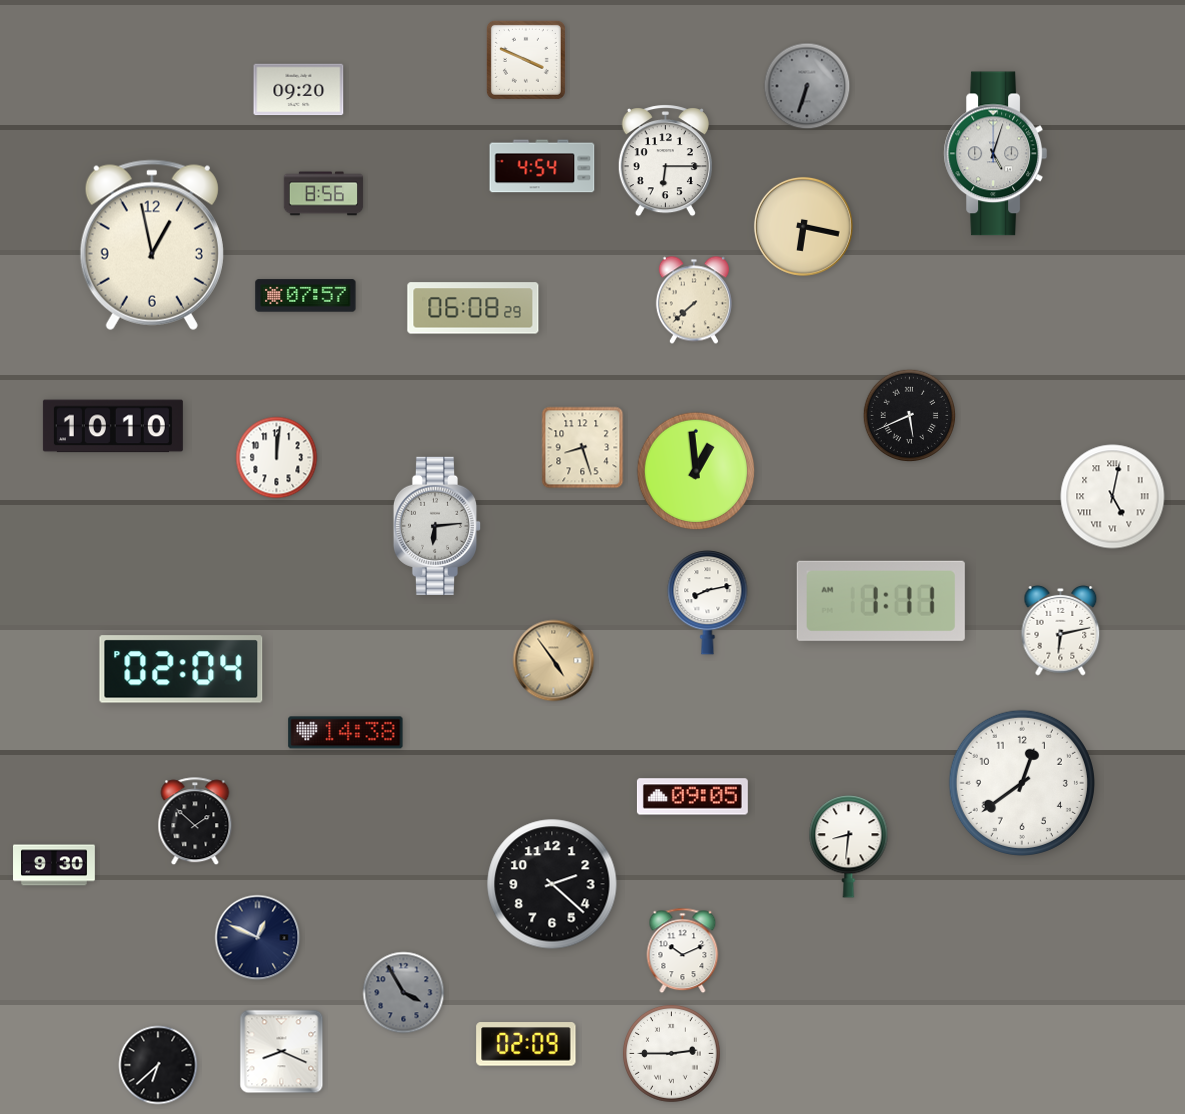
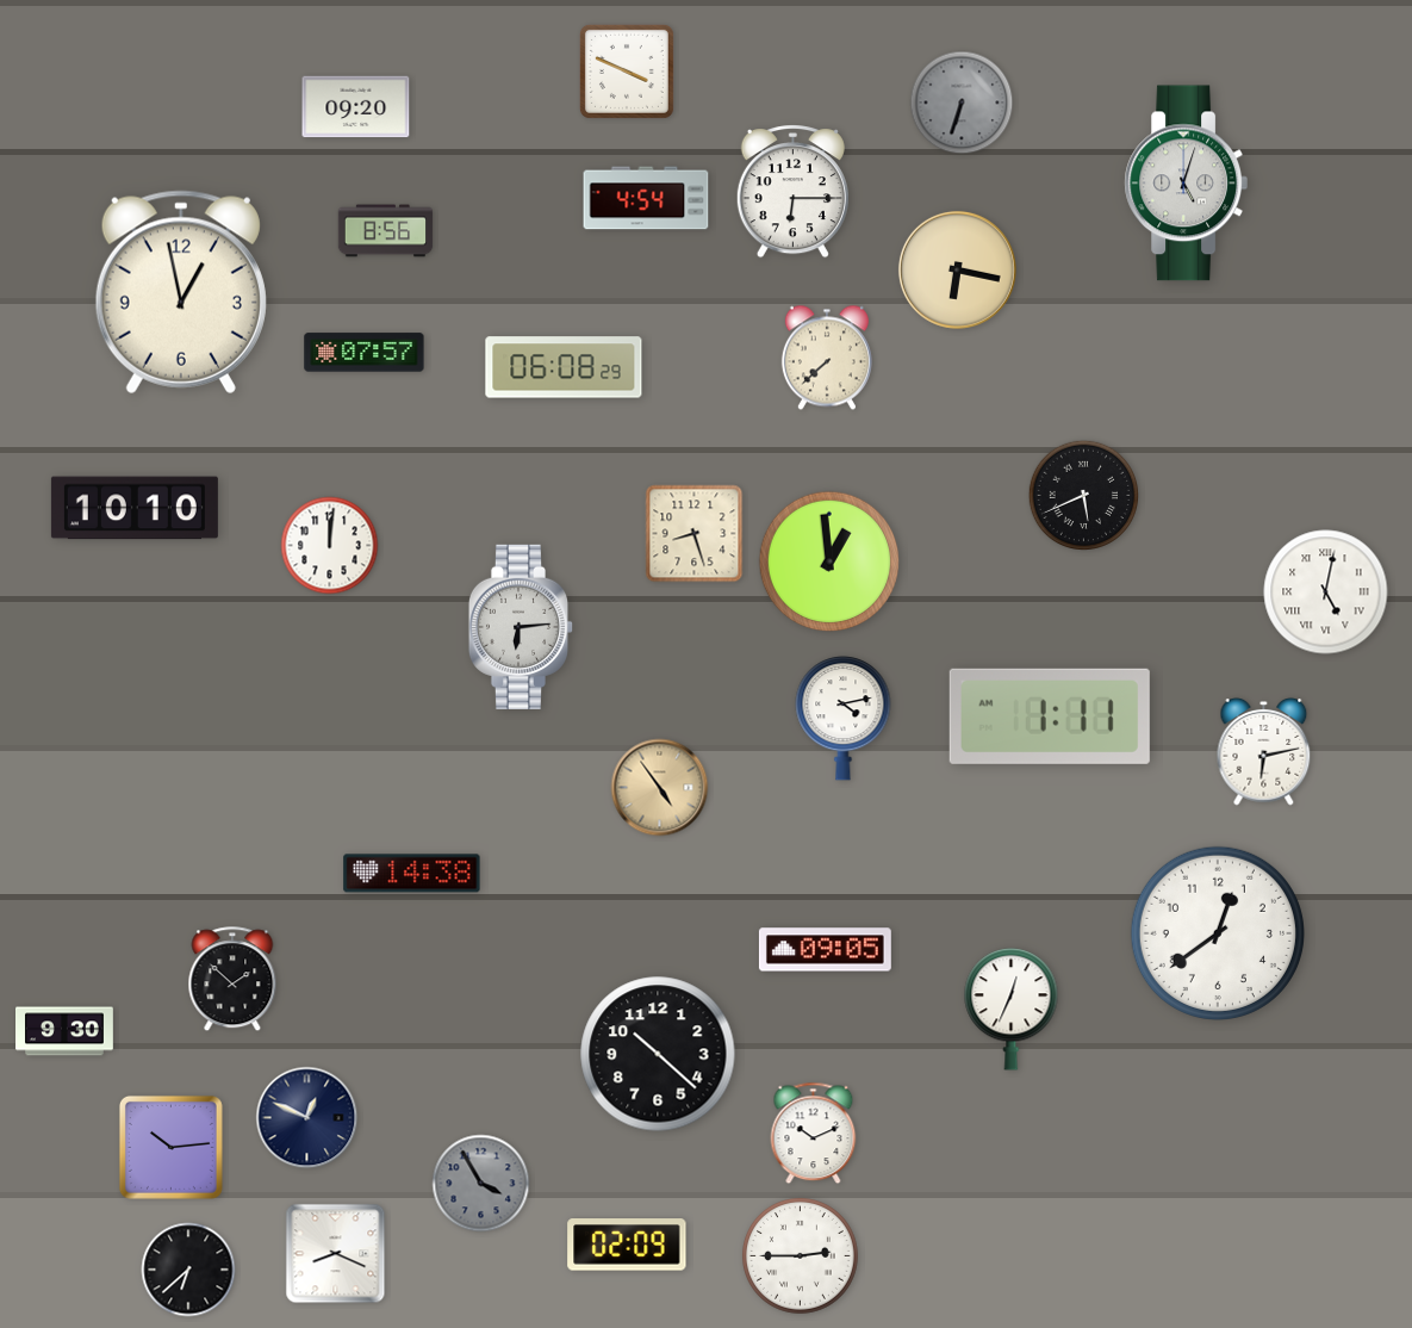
clock at (708, 603): 8:13 -> 4:13
clock at (181, 669): 02:04 -> none
clock at (849, 847): 8:31 -> 12:34
clock at (552, 884): 2:22 -> 10:22
clock at (170, 1147): none -> 10:14
